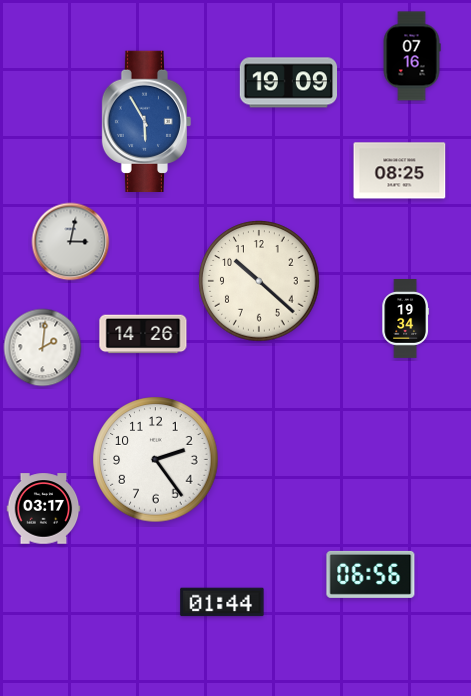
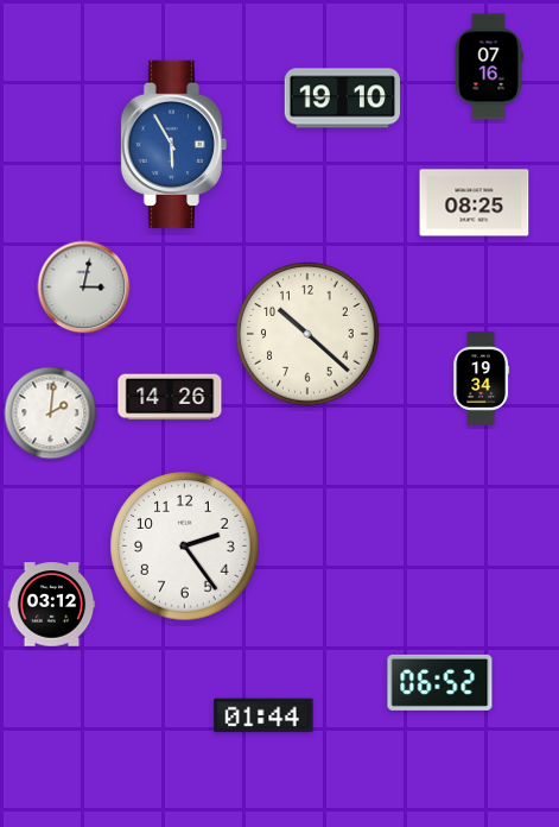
clock at (289, 83): 19:09 -> 19:10
clock at (44, 509): 03:17 -> 03:12
clock at (371, 574): 06:56 -> 06:52
